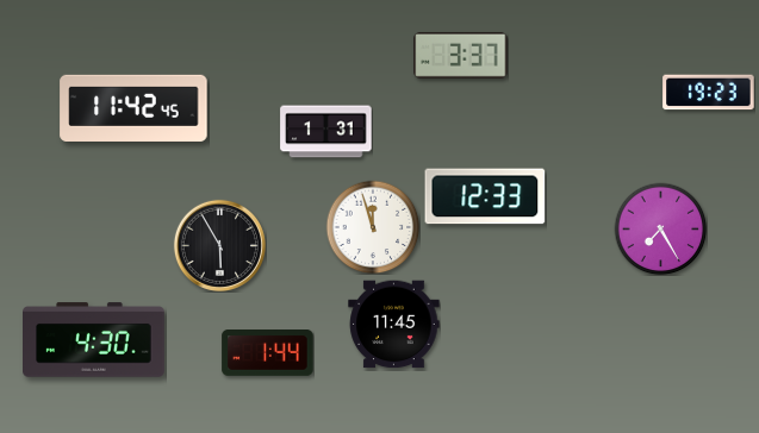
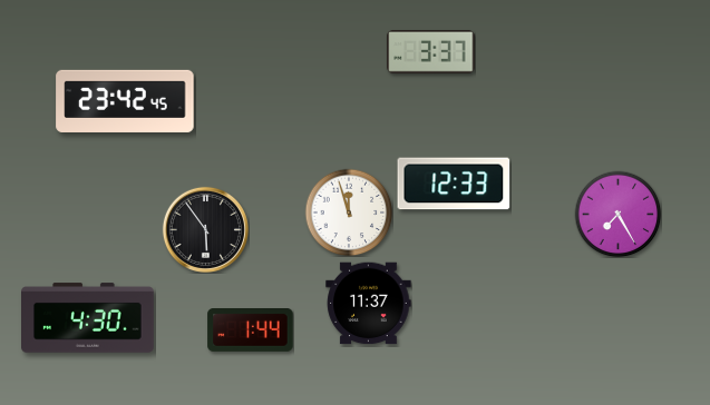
clock at (709, 93): 19:23 -> none
clock at (133, 108): 11:42 -> 23:42
clock at (326, 132): 1:31 -> none
clock at (219, 245): 5:55 -> 5:54
clock at (394, 325): 11:45 -> 11:37
